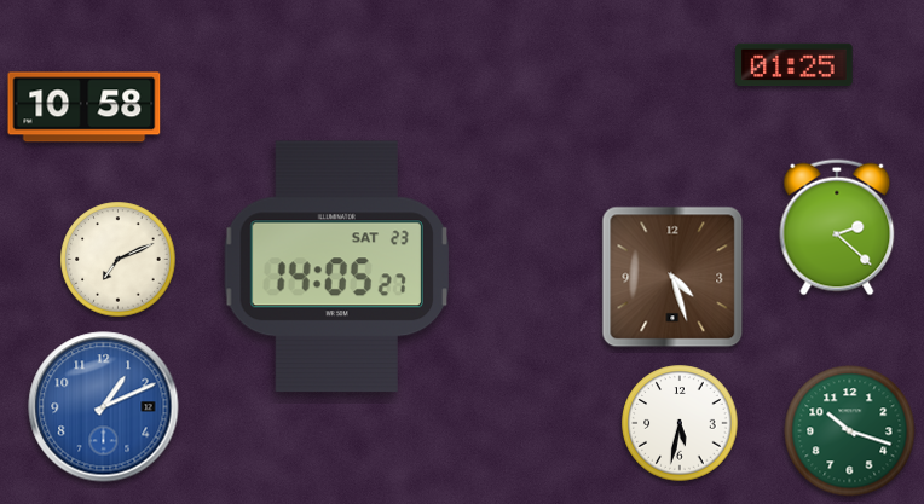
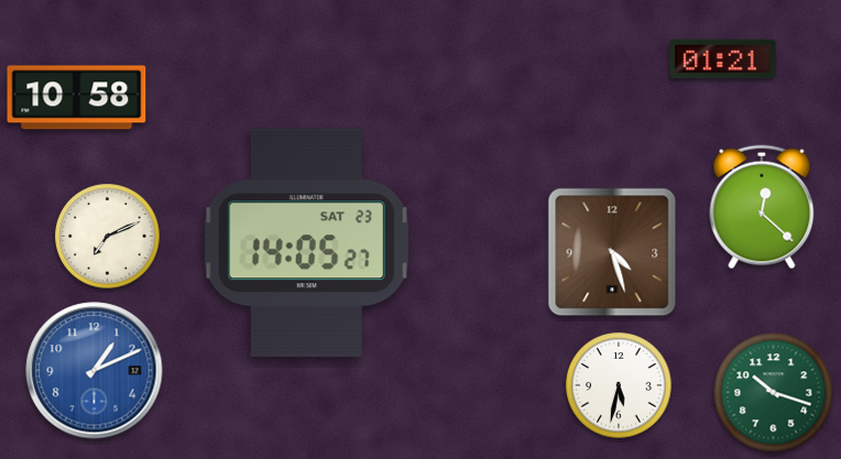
clock at (795, 65): 01:25 -> 01:21
clock at (837, 227): 2:22 -> 12:22
